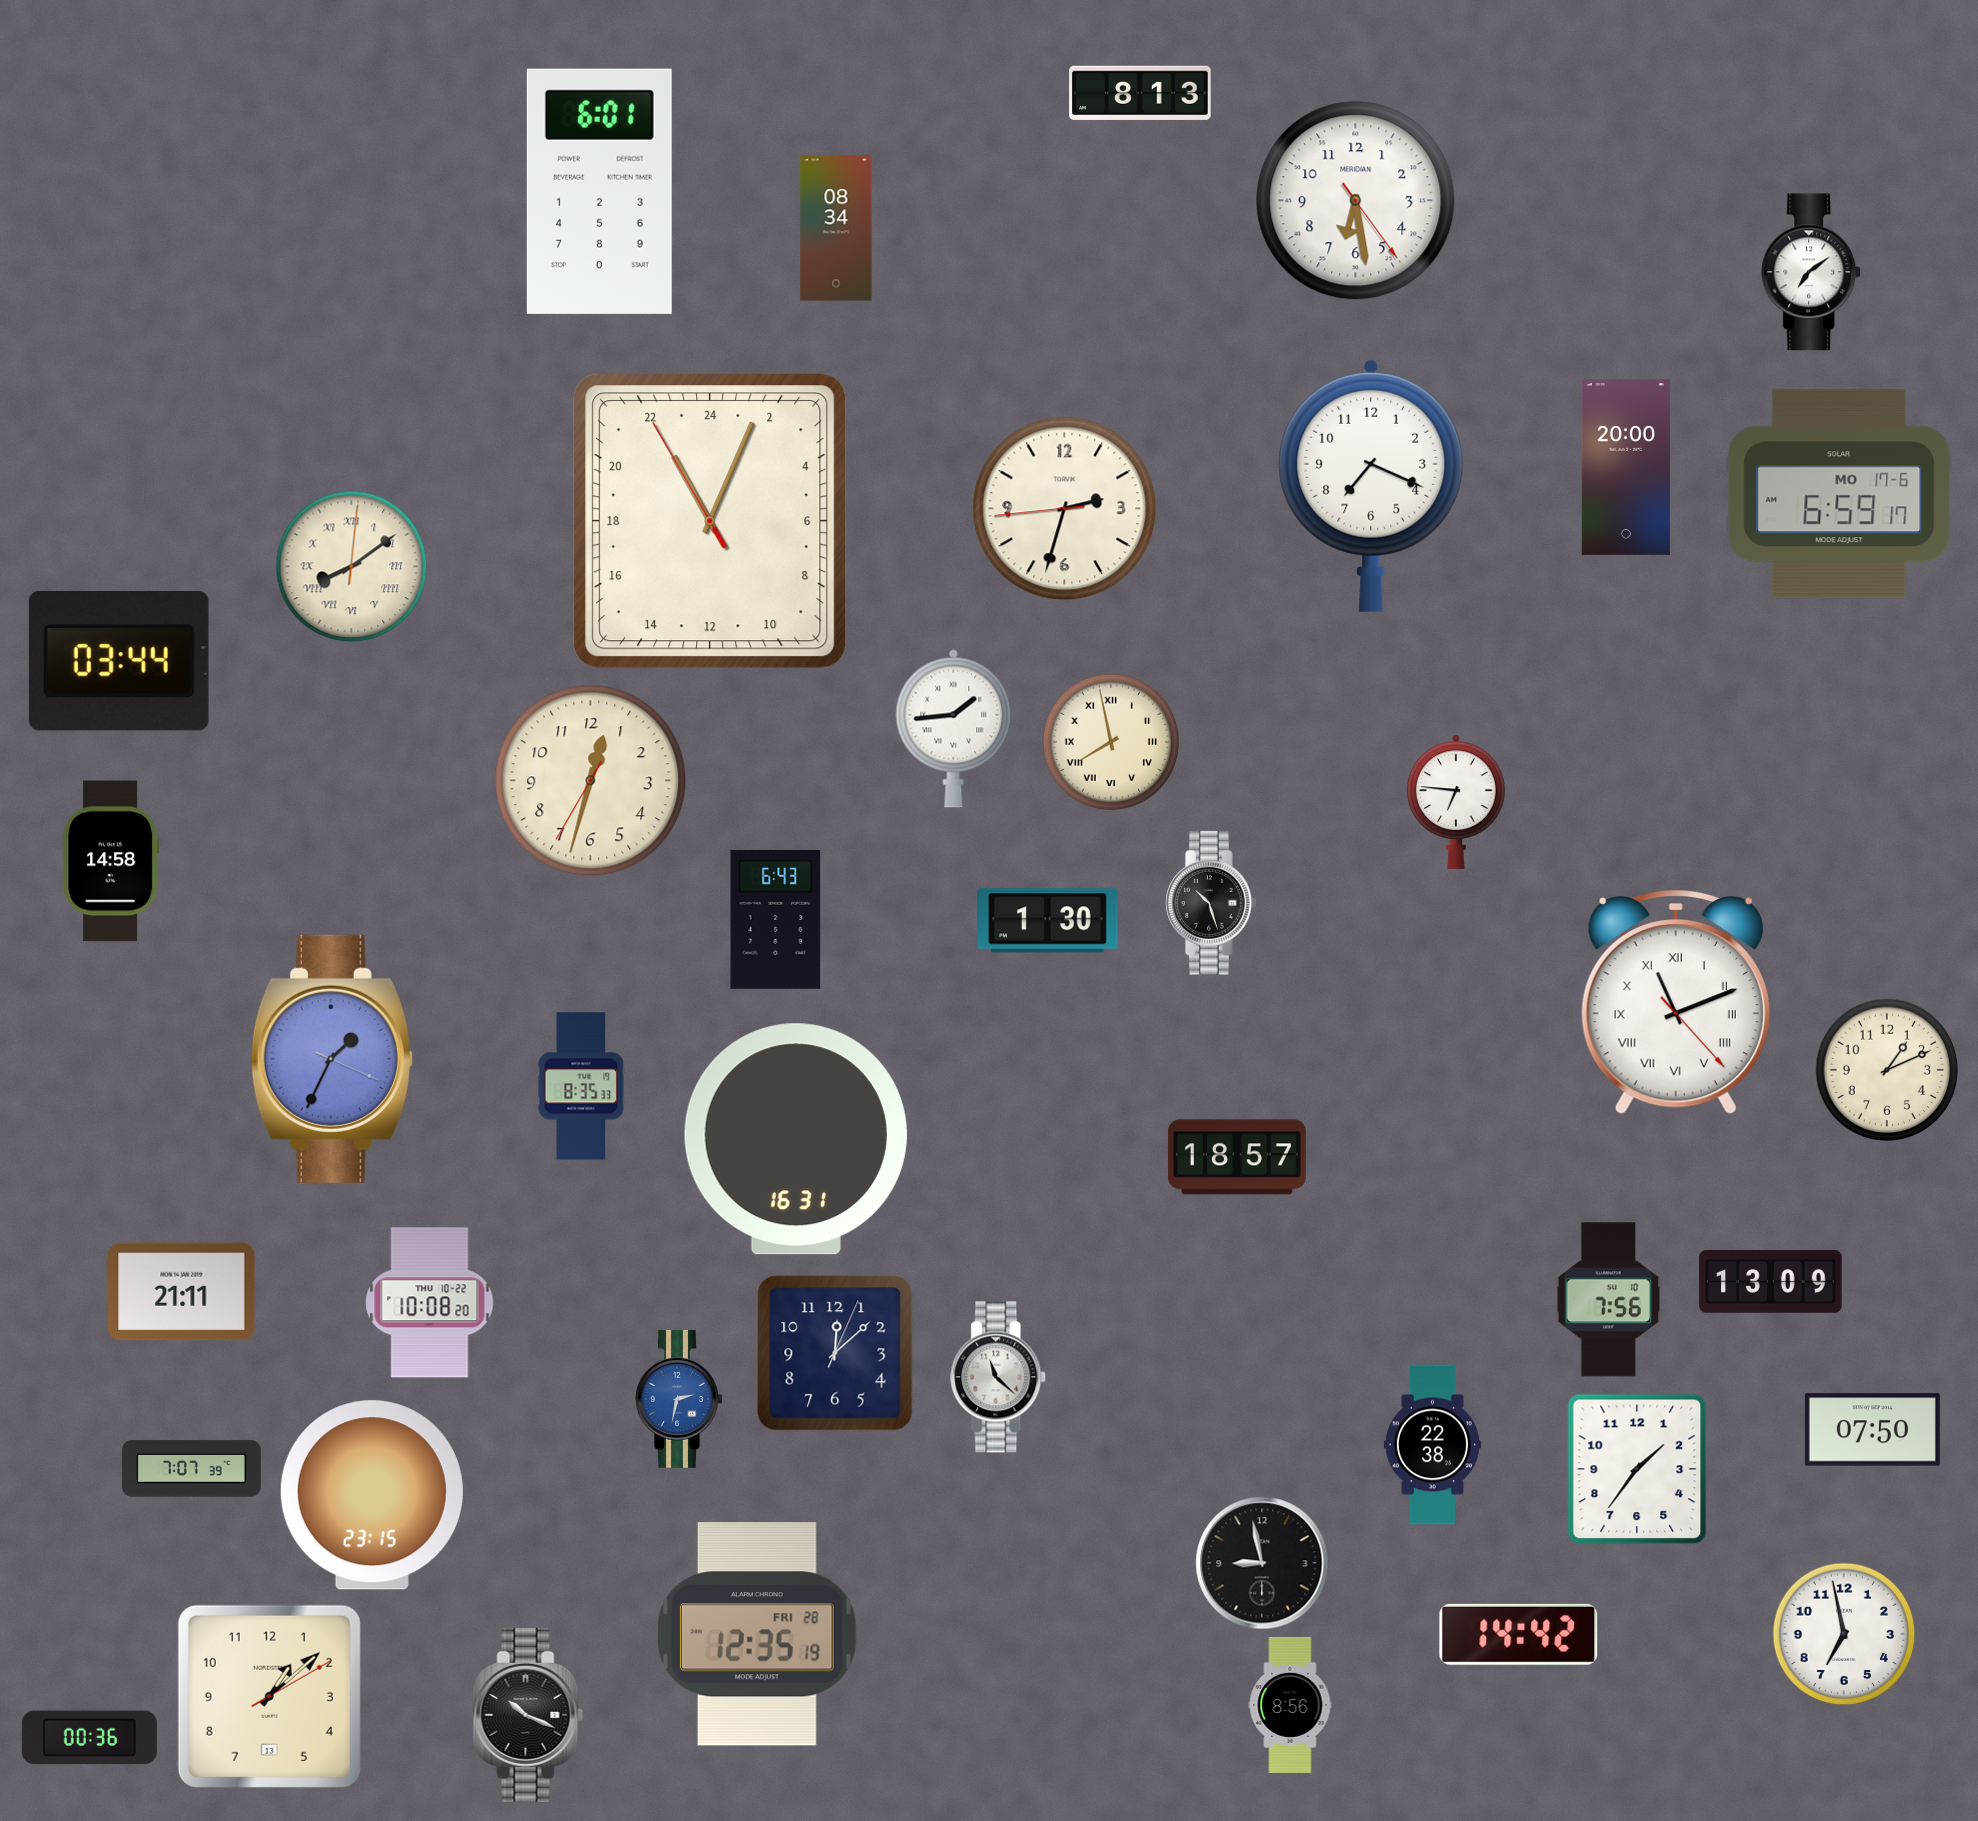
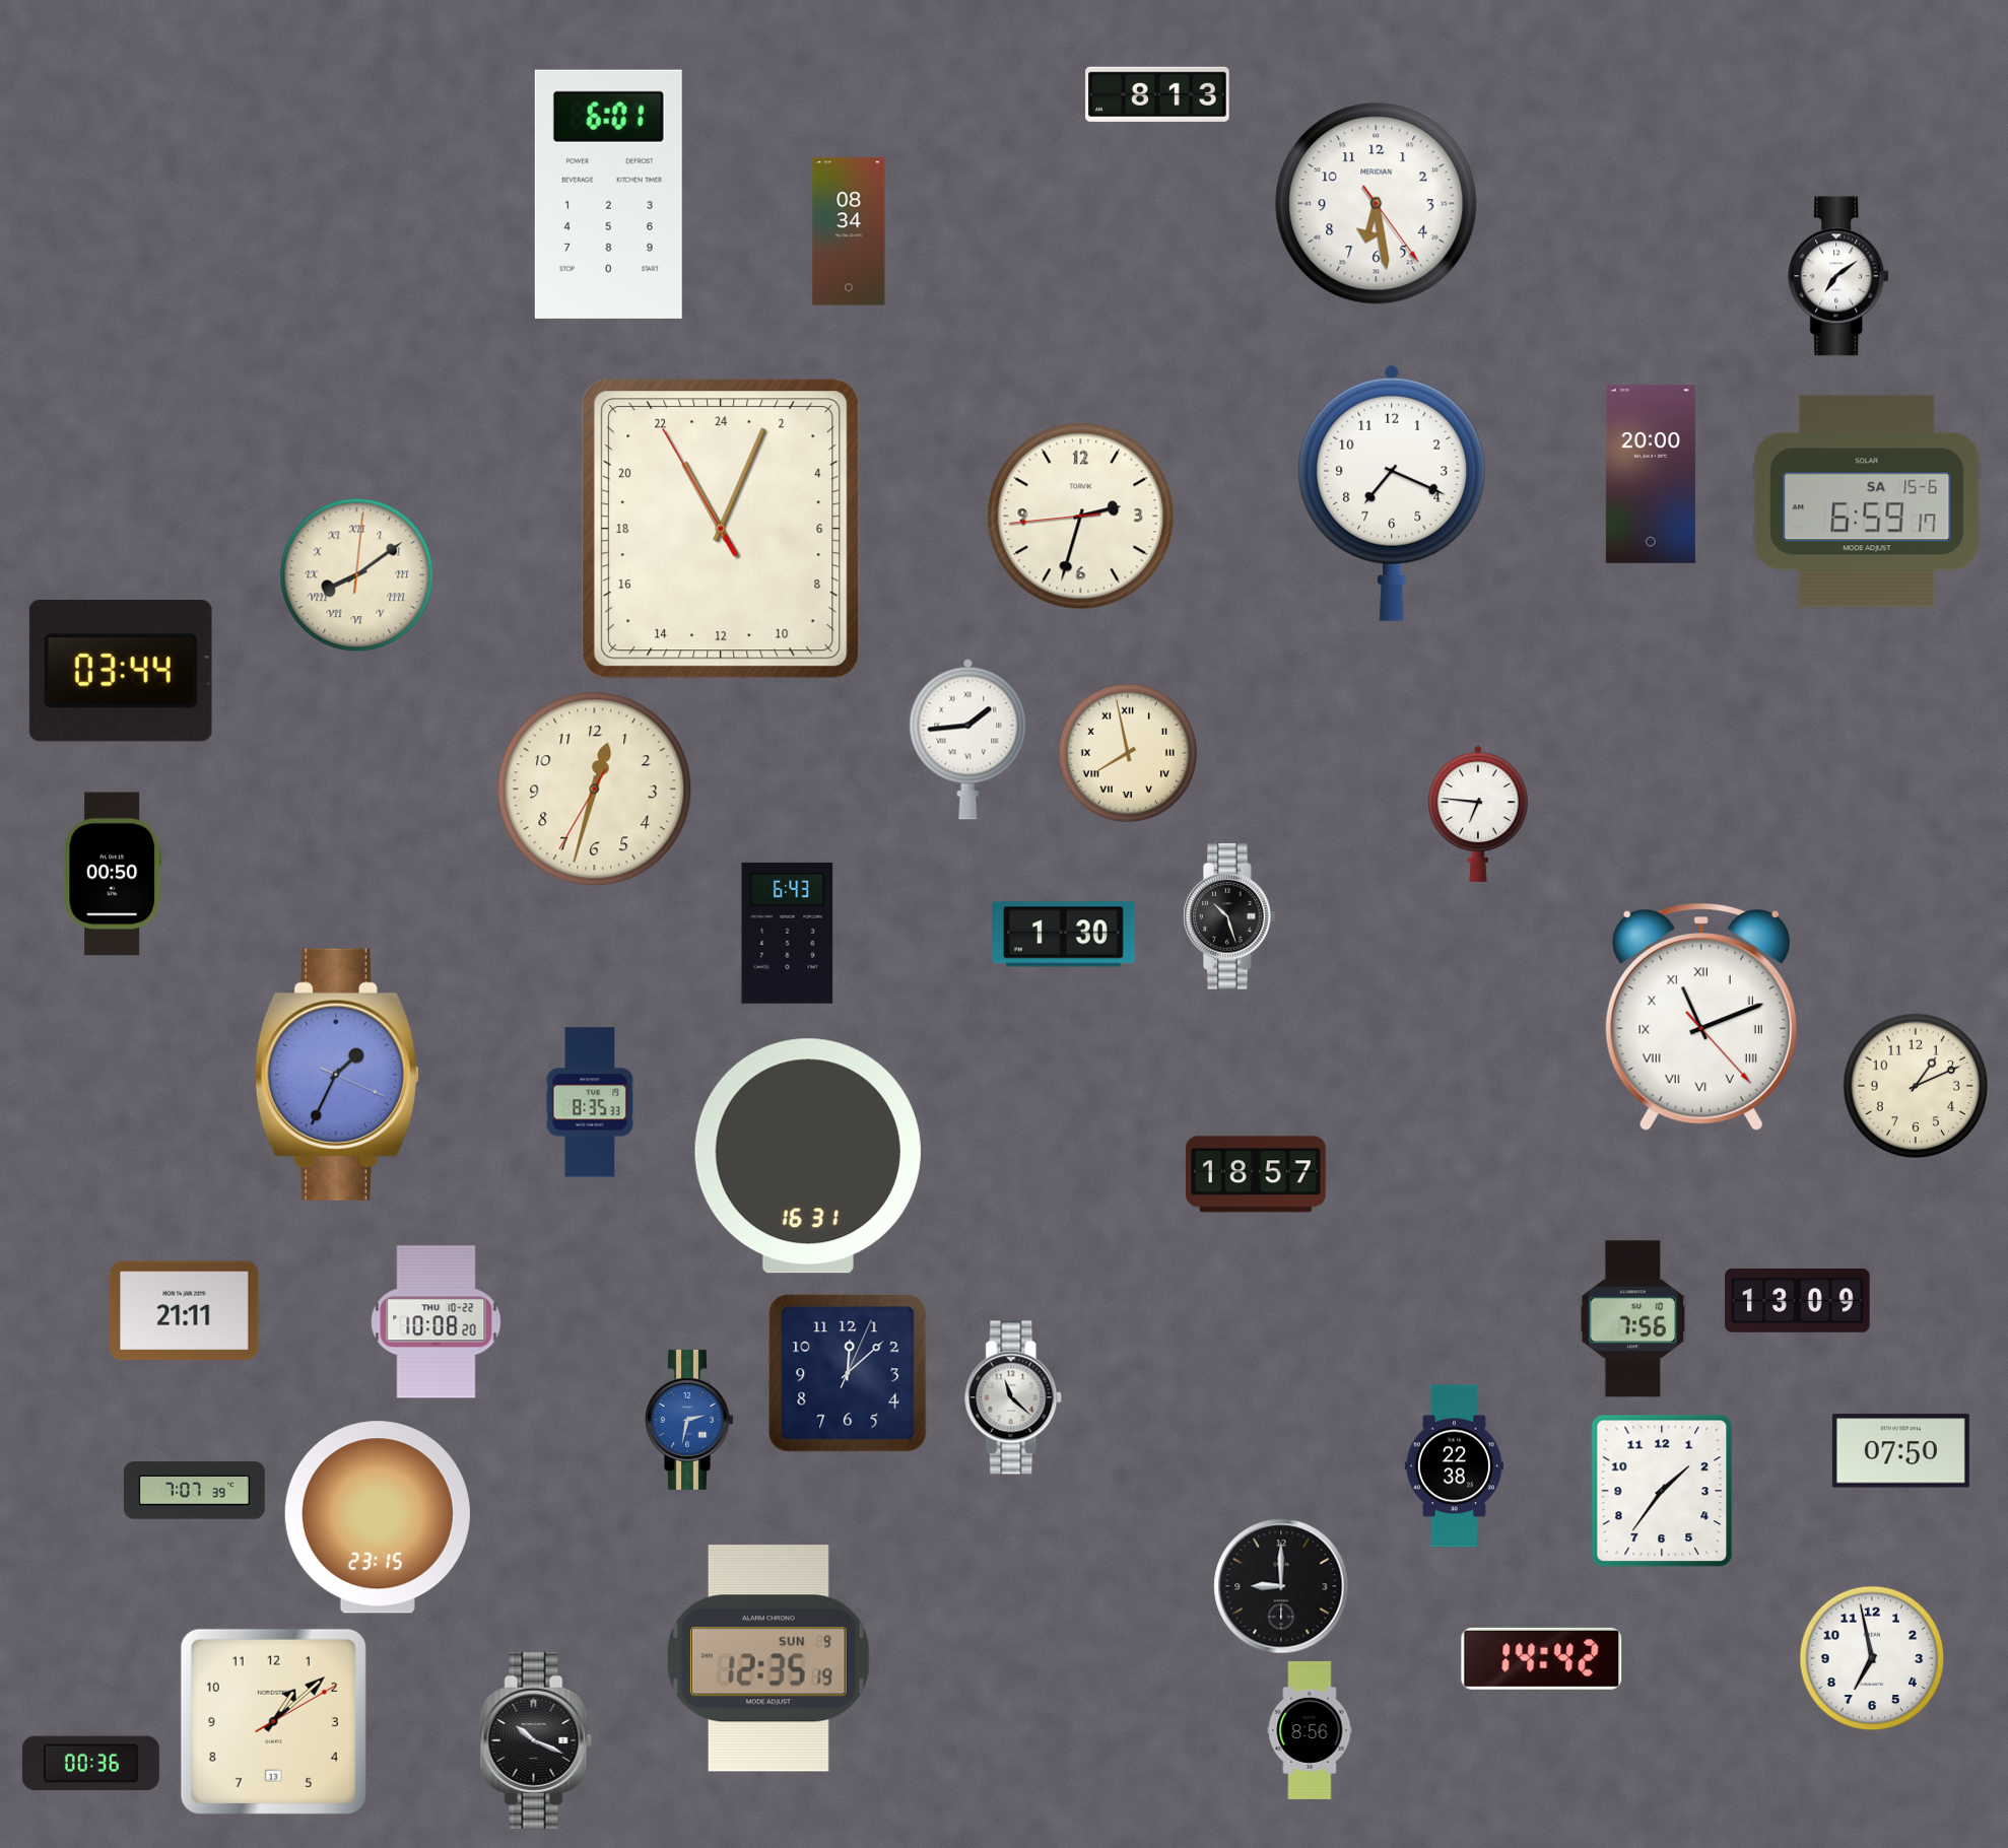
clock at (1839, 494) date: MO 17-6 -> SA 15-6
clock at (591, 781) position: (591, 781) -> (595, 790)
clock at (111, 861): 14:58 -> 00:50
clock at (1262, 1563): 8:58 -> 9:00
clock at (757, 1634) date: FRI 28 -> SUN 9
